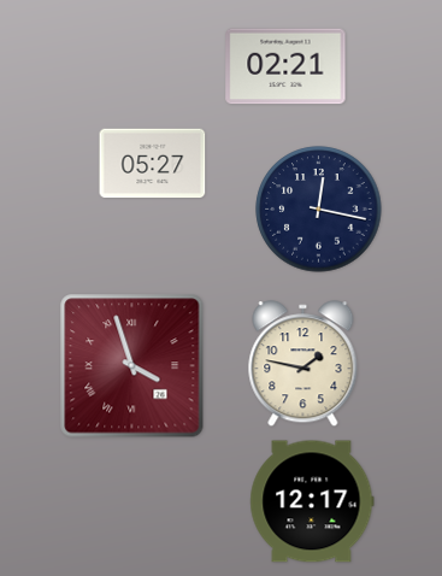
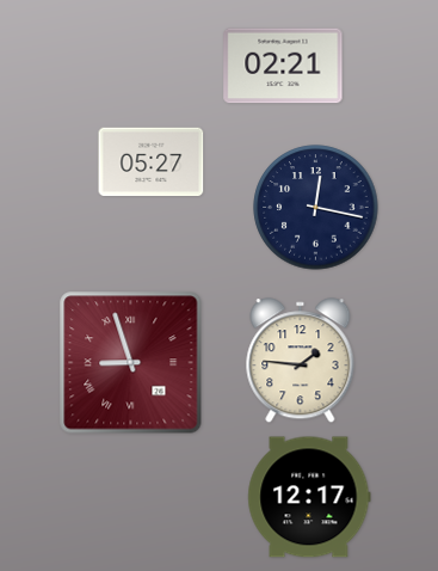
clock at (303, 364): 1:47 -> 1:46
clock at (132, 366): 3:57 -> 8:57
